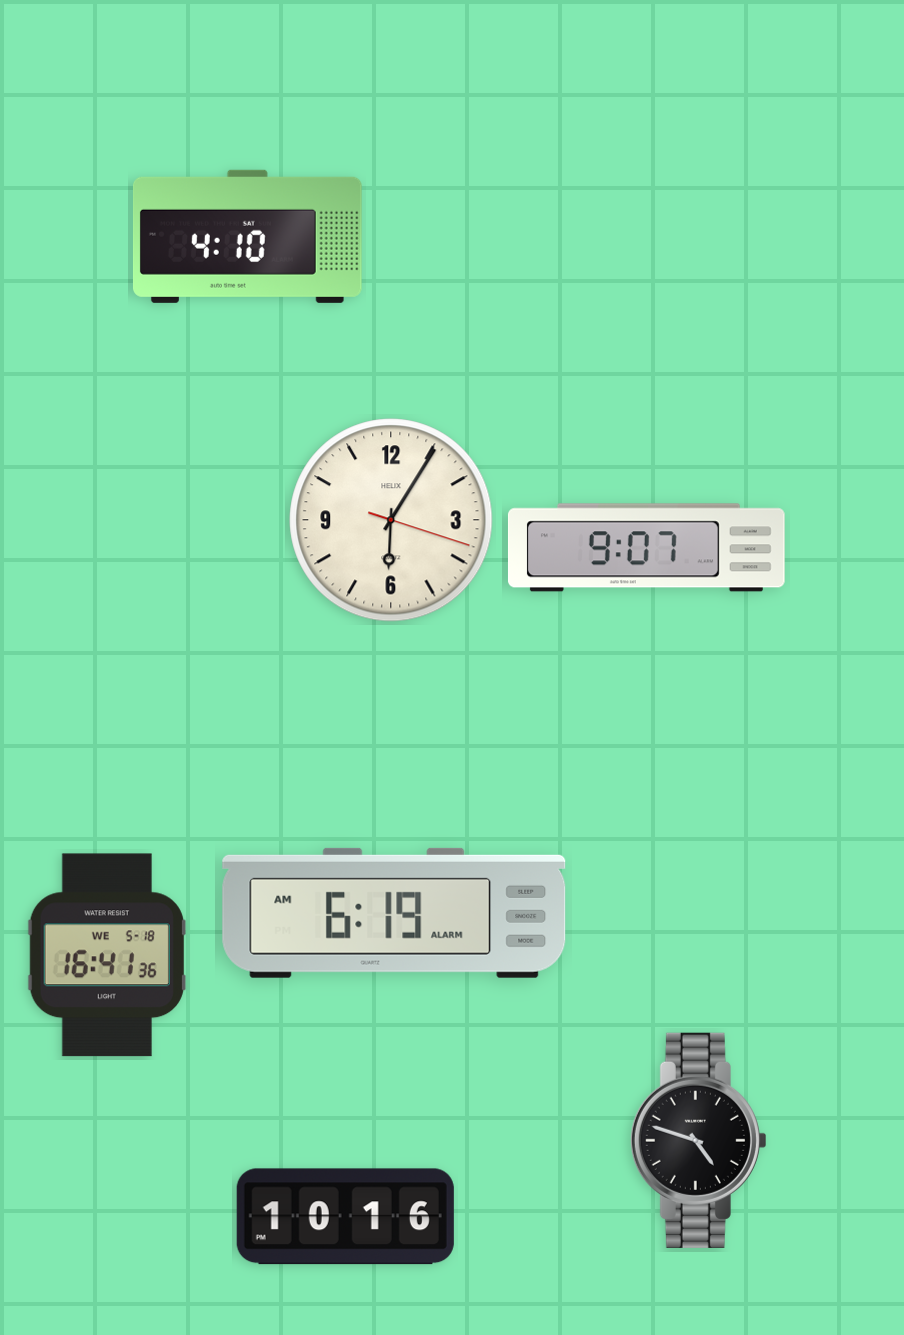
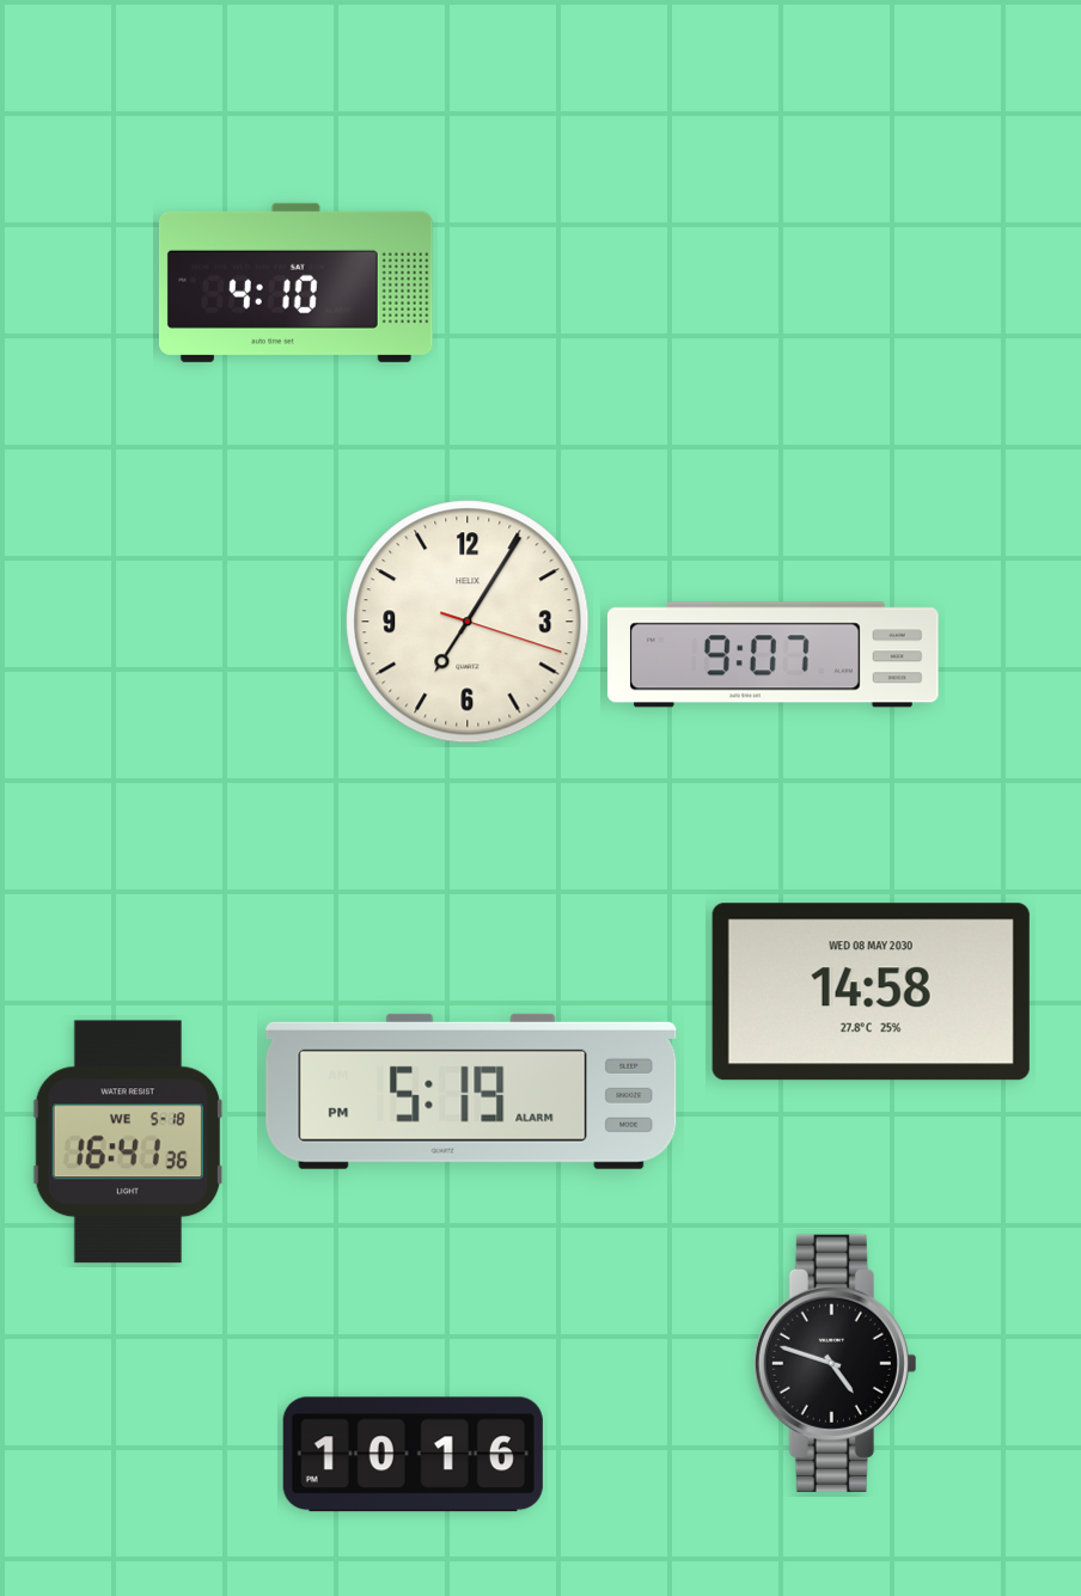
clock at (391, 520): 6:05 -> 7:05
clock at (871, 992): none -> 14:58
clock at (394, 913): 6:19 -> 5:19
